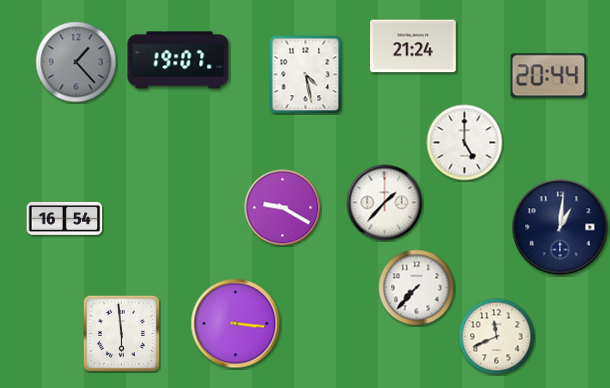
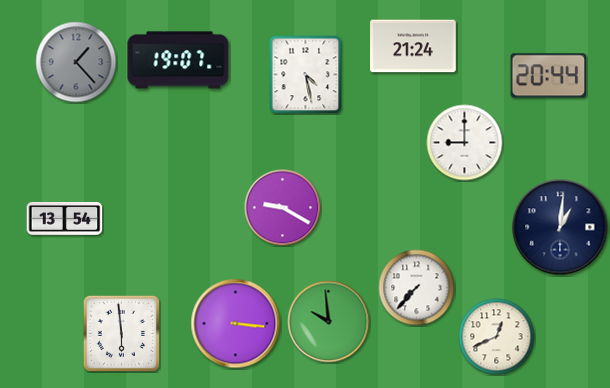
clock at (465, 143): 5:00 -> 9:00
clock at (385, 203): 1:37 -> none
clock at (65, 218): 16:54 -> 13:54
clock at (329, 322): none -> 9:59
clock at (497, 337): 11:41 -> 12:41
